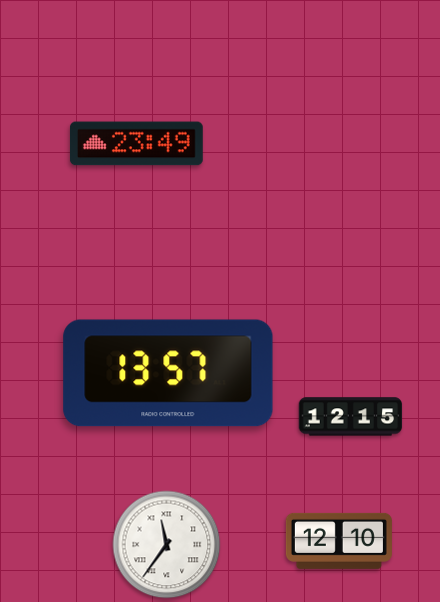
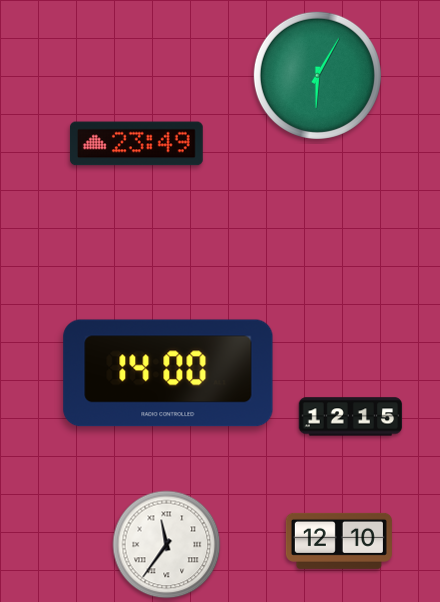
clock at (317, 75): none -> 6:05
clock at (168, 373): 13:57 -> 14:00
